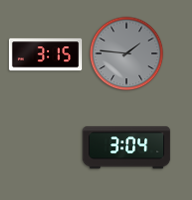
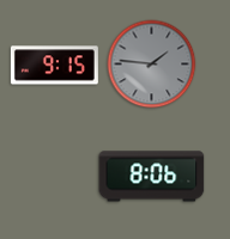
clock at (45, 55): 3:15 -> 9:15
clock at (127, 148): 3:04 -> 8:06
